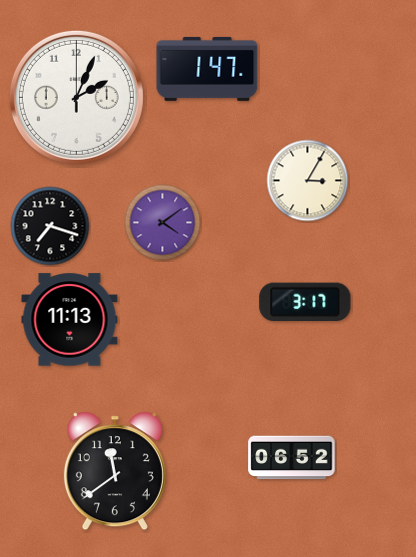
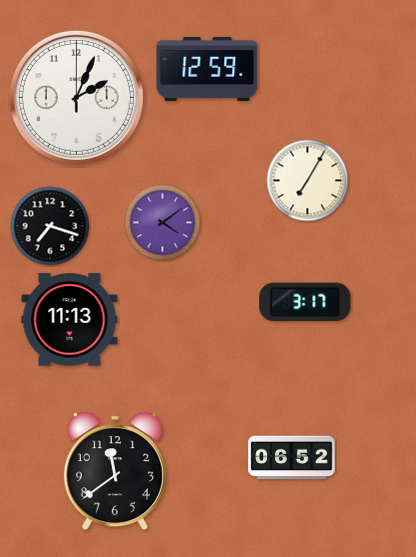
clock at (207, 69): 1:47 -> 12:59
clock at (308, 181): 3:05 -> 7:05
